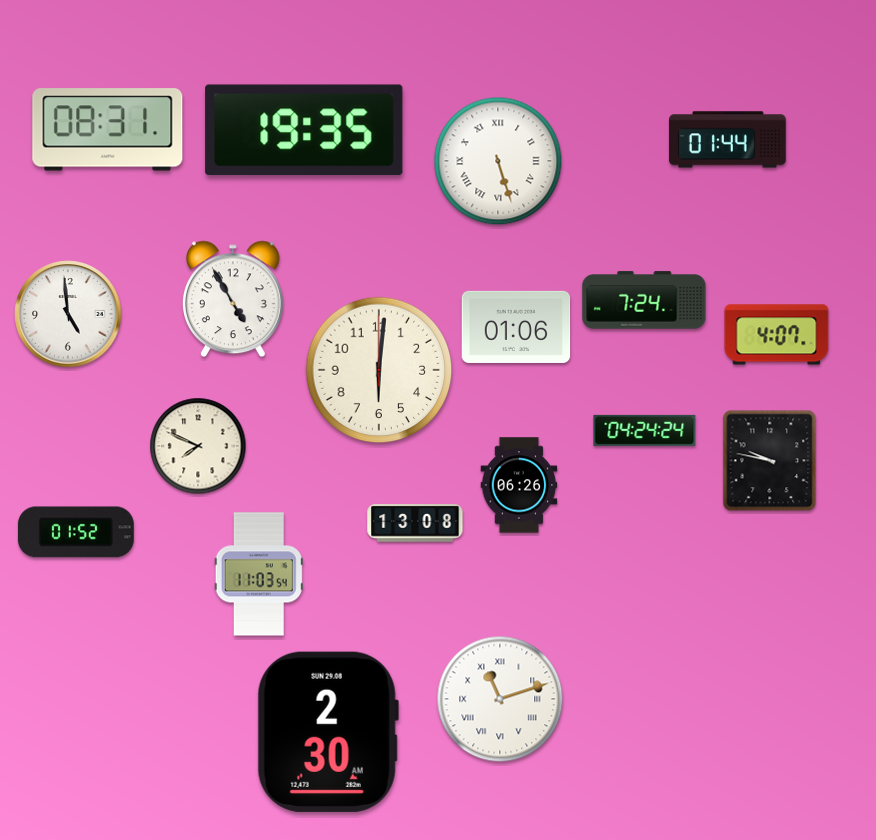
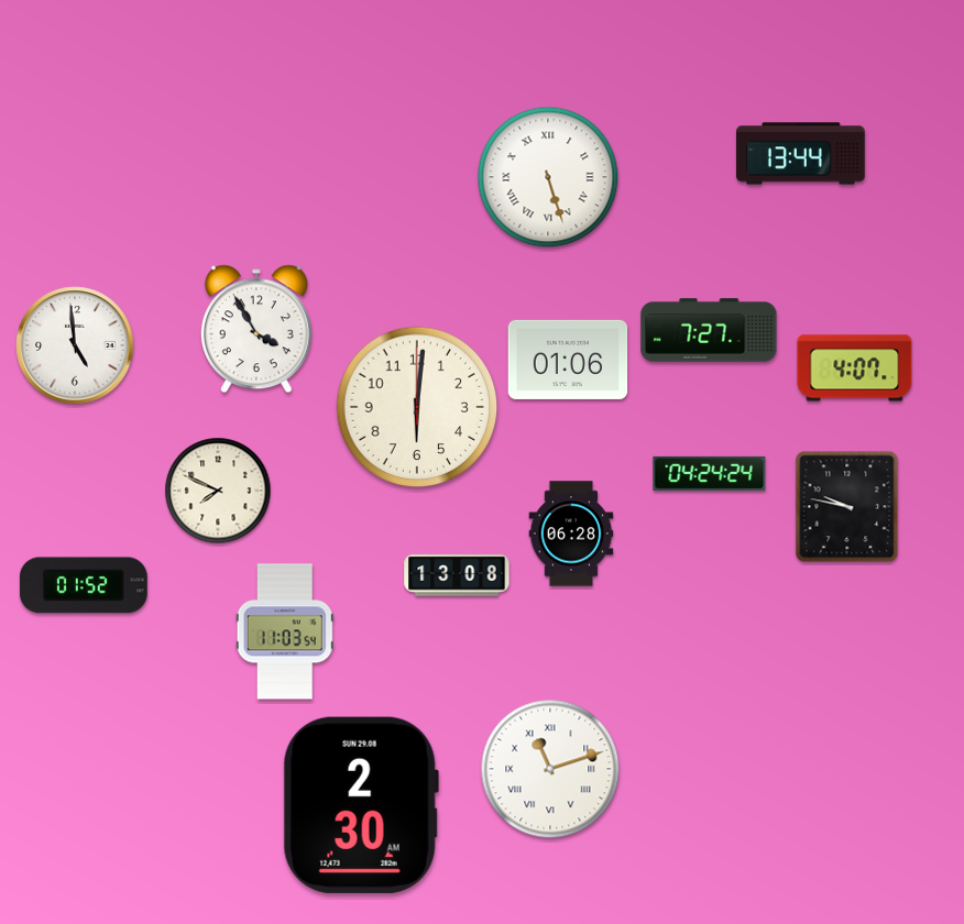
clock at (108, 130): 08:31 -> none
clock at (304, 130): 19:35 -> none
clock at (728, 140): 01:44 -> 13:44
clock at (233, 299): 4:55 -> 3:55
clock at (644, 300): 7:24 -> 7:27
clock at (519, 485): 06:26 -> 06:28
